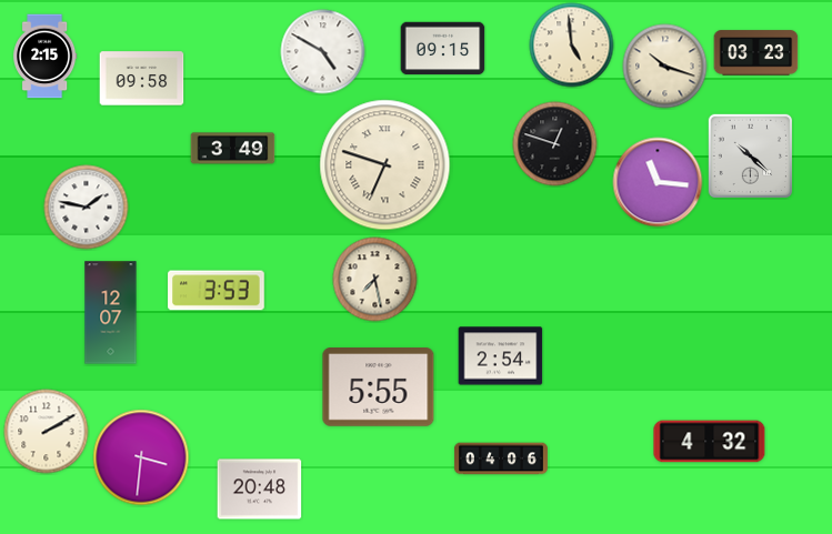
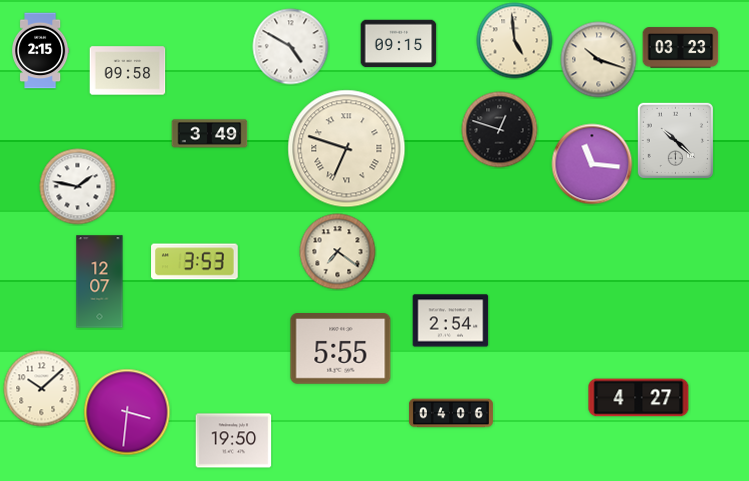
clock at (375, 280): 7:28 -> 7:21
clock at (47, 432): 2:10 -> 10:08
clock at (710, 442): 4:32 -> 4:27
clock at (260, 490): 20:48 -> 19:50
